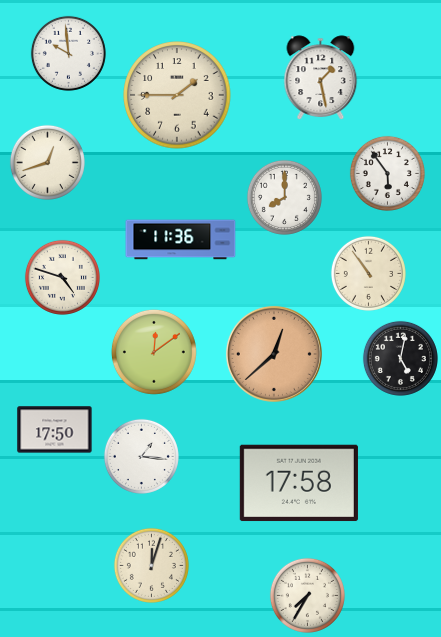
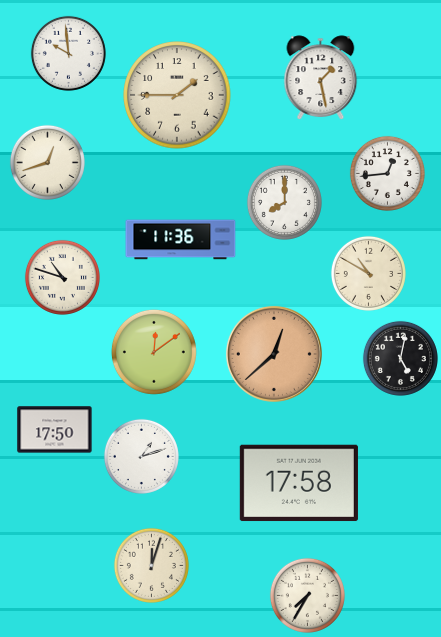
clock at (387, 173): 5:54 -> 12:44
clock at (284, 197) position: (284, 197) -> (284, 202)
clock at (368, 273): 10:54 -> 10:50
clock at (62, 277): 4:48 -> 10:48
clock at (141, 456): 1:16 -> 1:12
